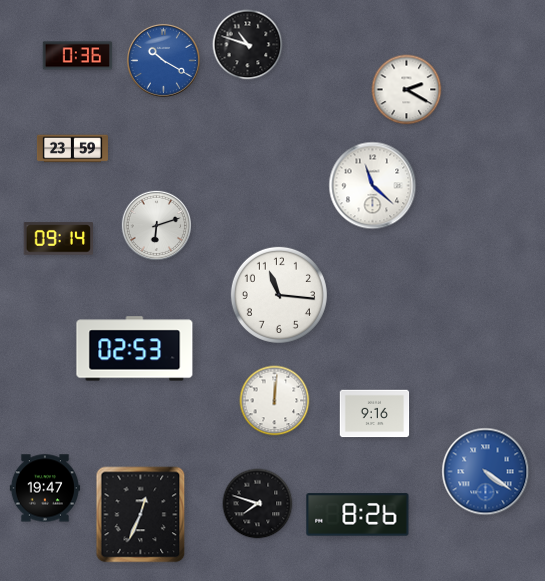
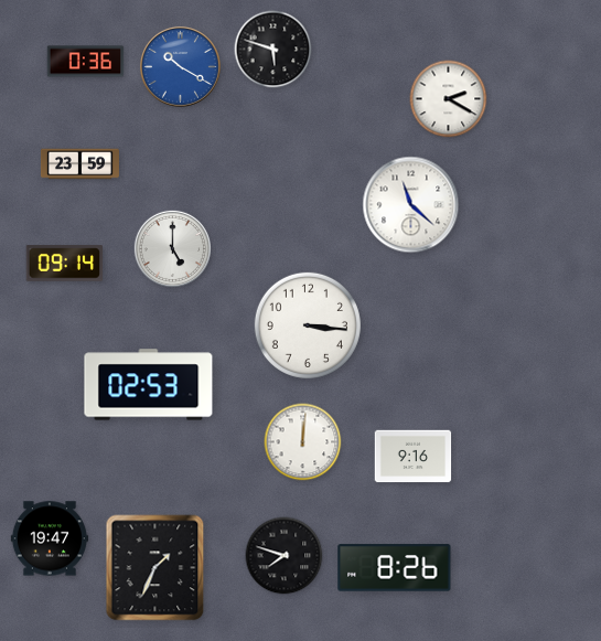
clock at (248, 45): 10:48 -> 5:48
clock at (156, 225): 6:12 -> 5:00
clock at (279, 295): 11:16 -> 3:16
clock at (486, 472): 4:21 -> none
clock at (141, 515): 12:34 -> 1:34
